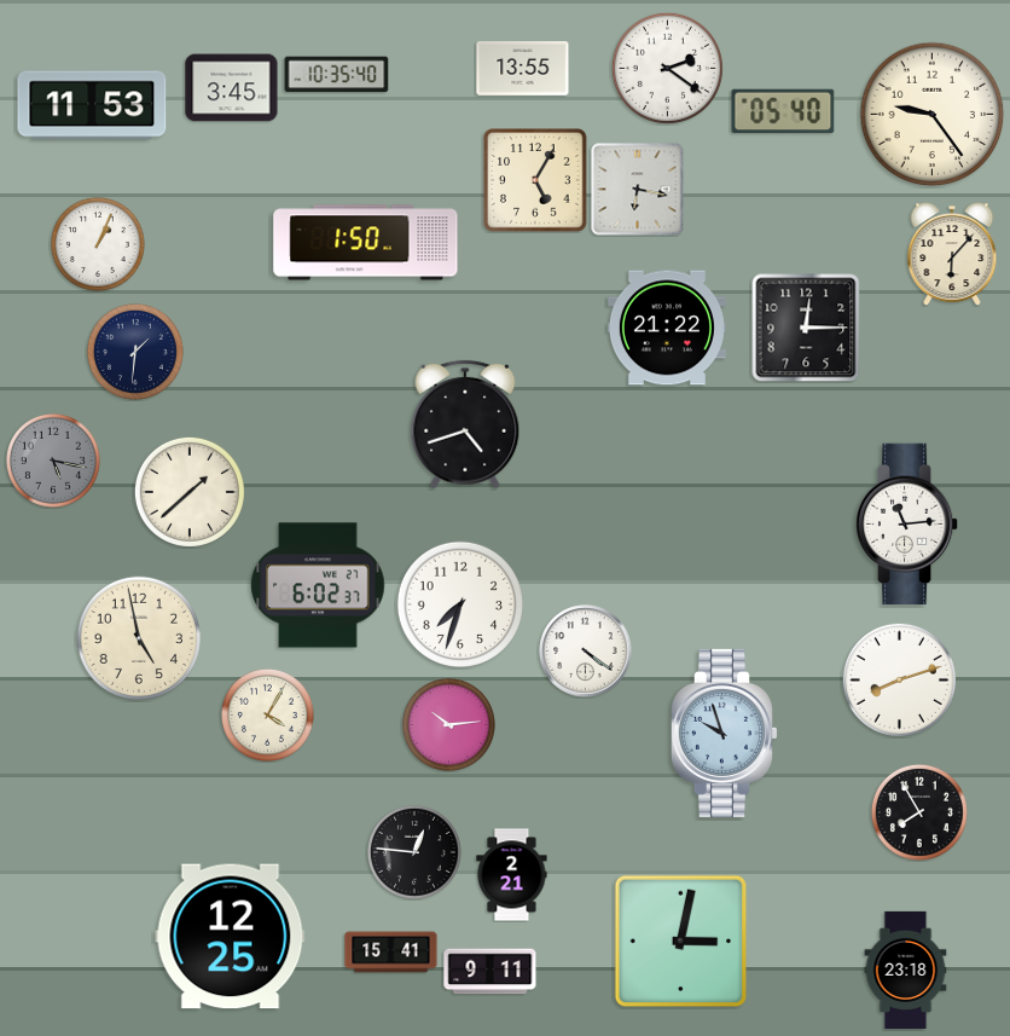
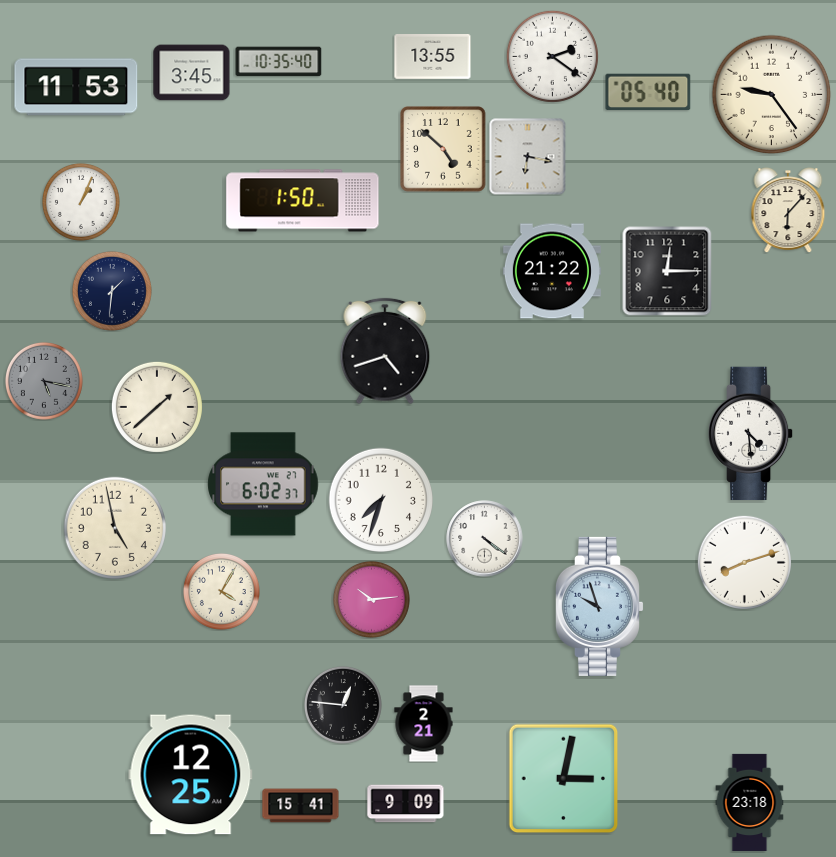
clock at (535, 180): 5:05 -> 4:52
clock at (907, 525): 11:14 -> 4:29
clock at (919, 812): 7:55 -> none
clock at (391, 953) position: (391, 953) -> (301, 806)
clock at (491, 972): 9:11 -> 9:09
